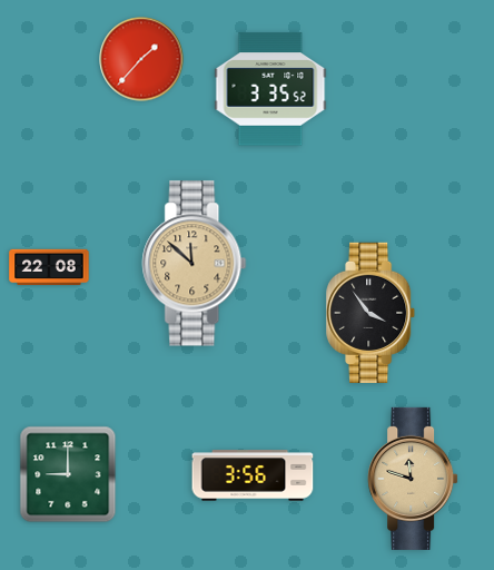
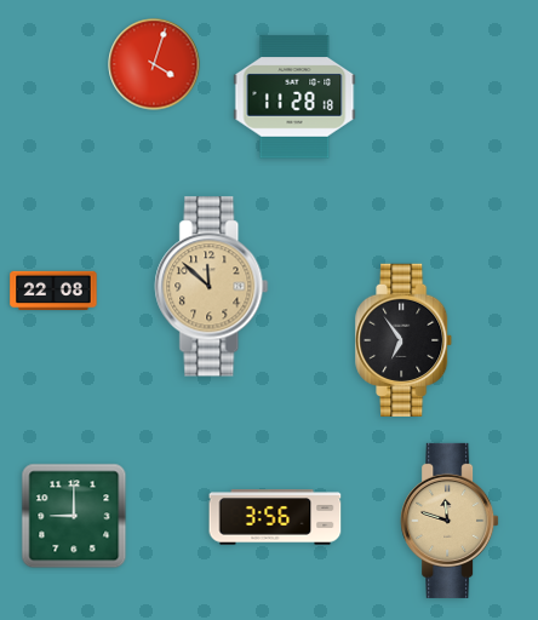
clock at (141, 59): 1:37 -> 4:03
clock at (270, 89): 3:35 -> 11:28
clock at (372, 312): 3:54 -> 6:54
